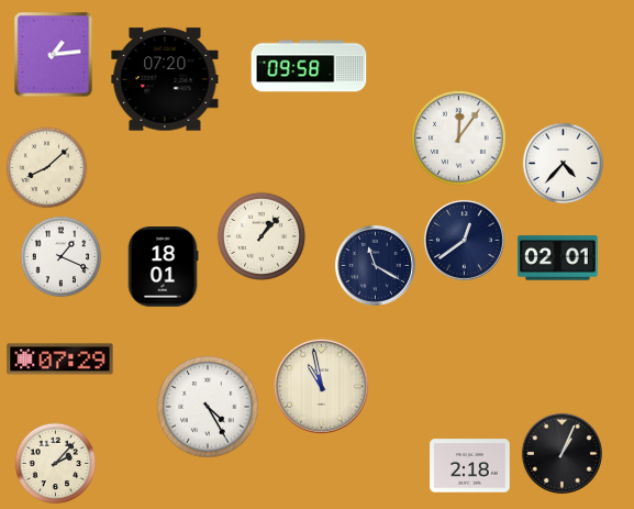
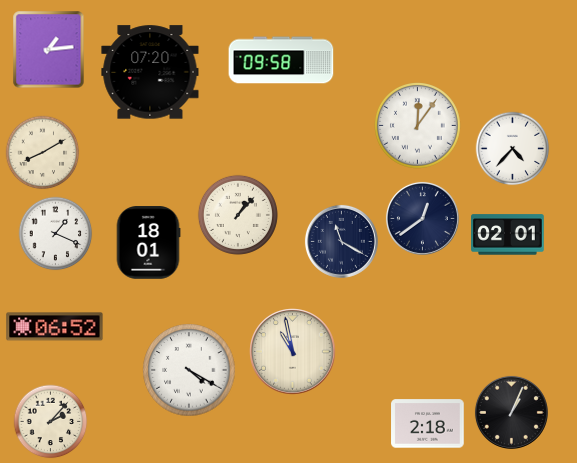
clock at (47, 168): 8:08 -> 8:10
clock at (60, 359): 07:29 -> 06:52
clock at (208, 407): 4:25 -> 4:20
